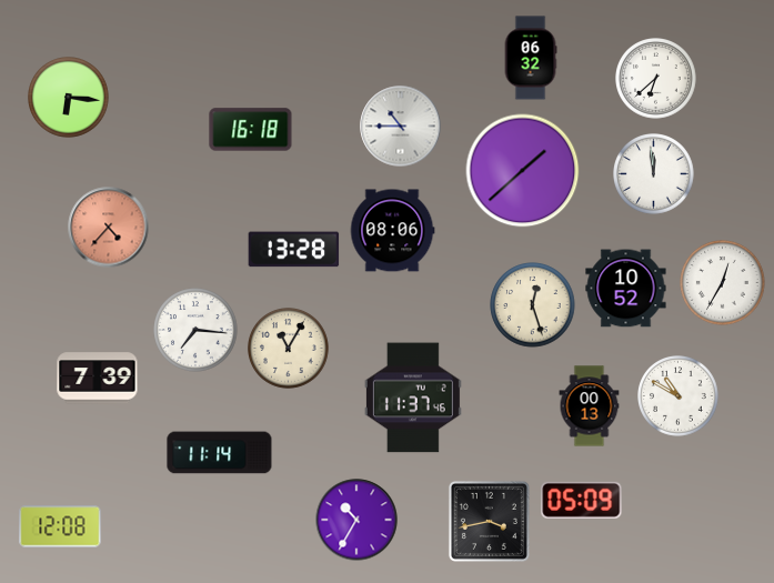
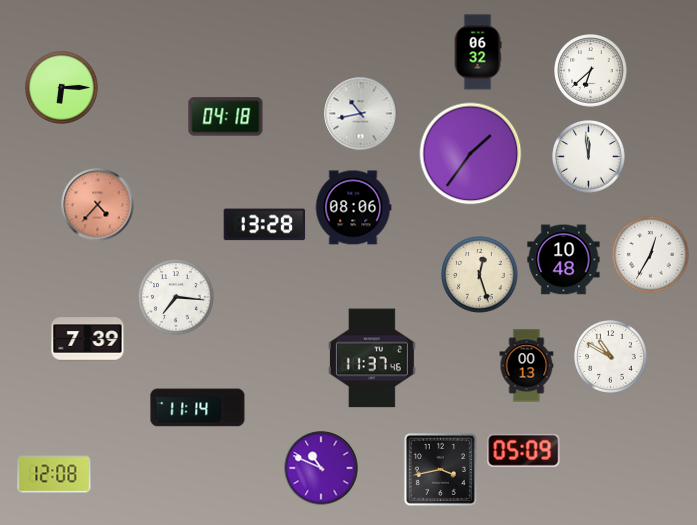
clock at (69, 98): 6:16 -> 6:15
clock at (401, 127): 10:45 -> 10:43
clock at (251, 130): 16:18 -> 04:18
clock at (523, 171): 1:38 -> 1:36
clock at (626, 289): 10:52 -> 10:48
clock at (289, 349): 11:05 -> none
clock at (590, 406) position: (590, 406) -> (527, 366)
clock at (356, 520): 10:35 -> 10:49
